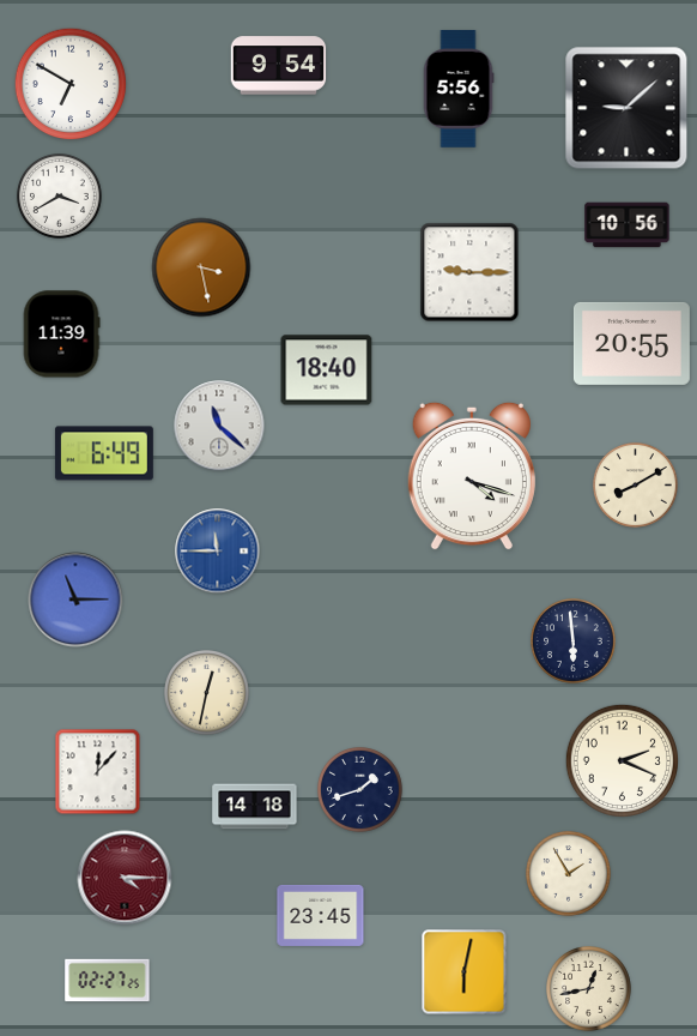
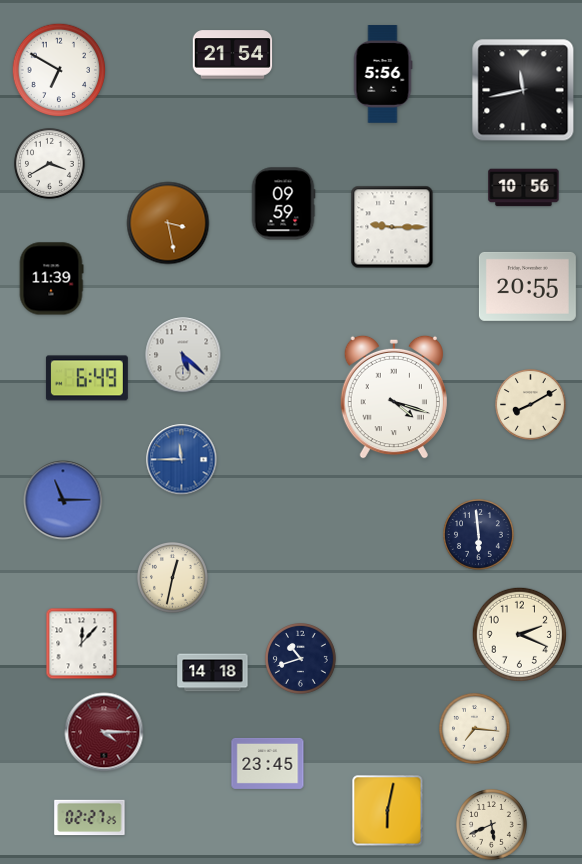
clock at (279, 66): 9:54 -> 21:54
clock at (626, 108): 9:08 -> 11:43
clock at (283, 204): none -> 09:59
clock at (327, 371): 18:40 -> none
clock at (219, 426): 11:22 -> 5:22
clock at (360, 790): 1:42 -> 10:42
clock at (569, 874): 1:55 -> 7:16
clock at (589, 989): 12:43 -> 5:41
